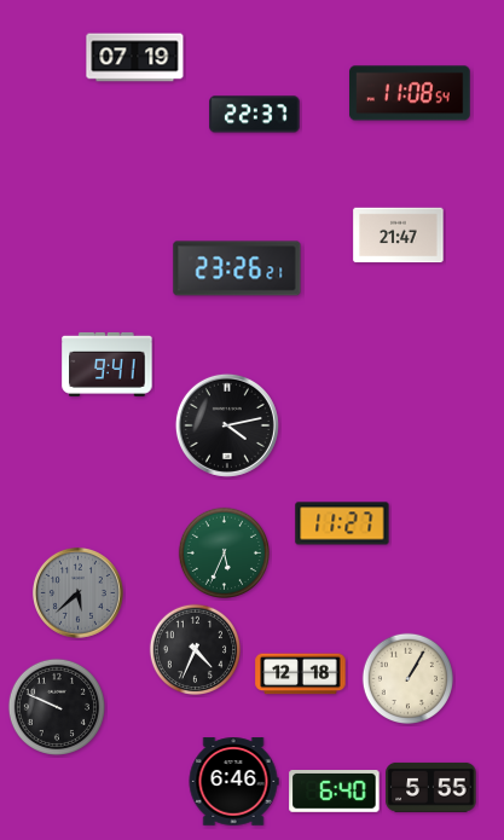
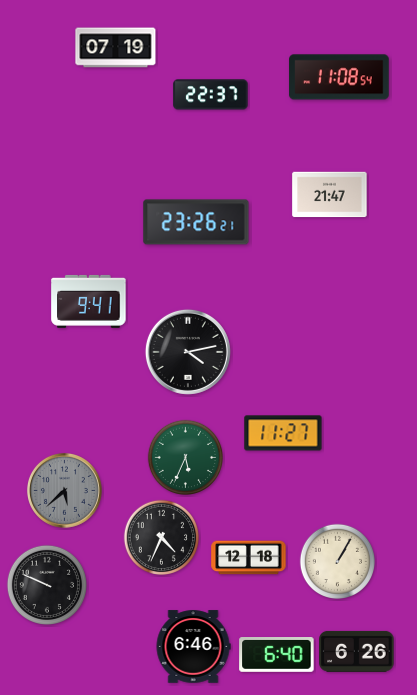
clock at (135, 58) position: (135, 58) -> (116, 48)
clock at (431, 787): 5:55 -> 6:26
